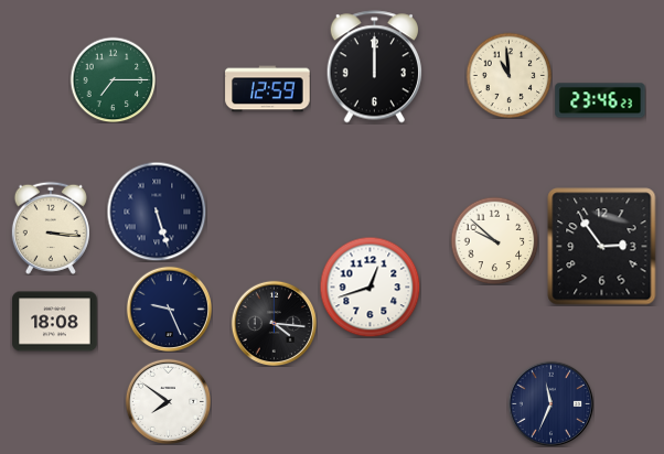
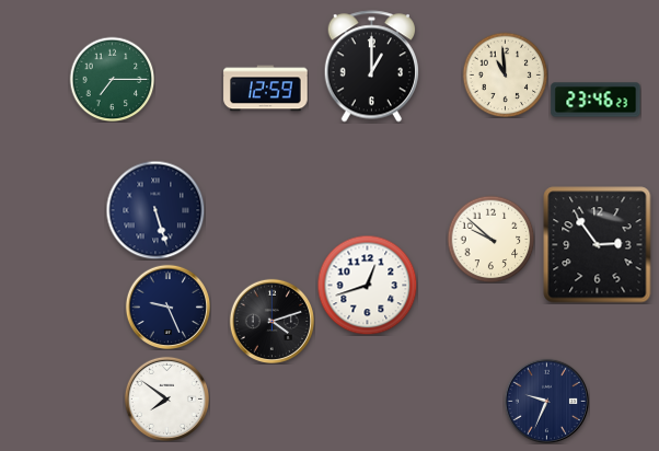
clock at (374, 67): 12:00 -> 1:00
clock at (51, 228): 3:16 -> none
clock at (55, 322): 18:08 -> none
clock at (274, 323): 4:16 -> 4:12
clock at (550, 403): 11:34 -> 9:34
